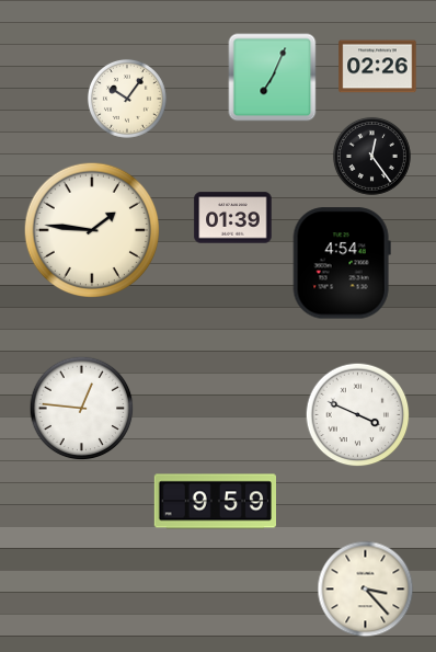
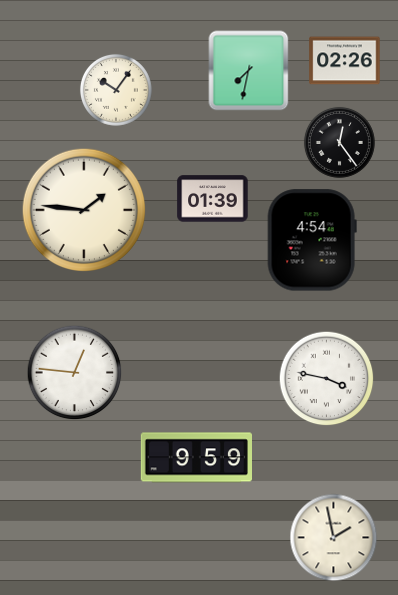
clock at (273, 78): 7:04 -> 7:32
clock at (358, 415): 3:49 -> 3:47
clock at (366, 590): 3:23 -> 1:58
